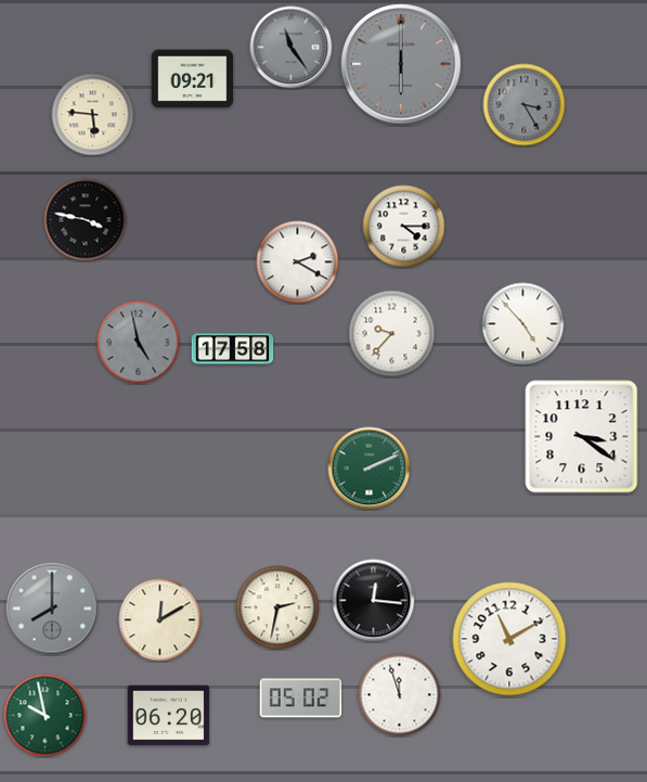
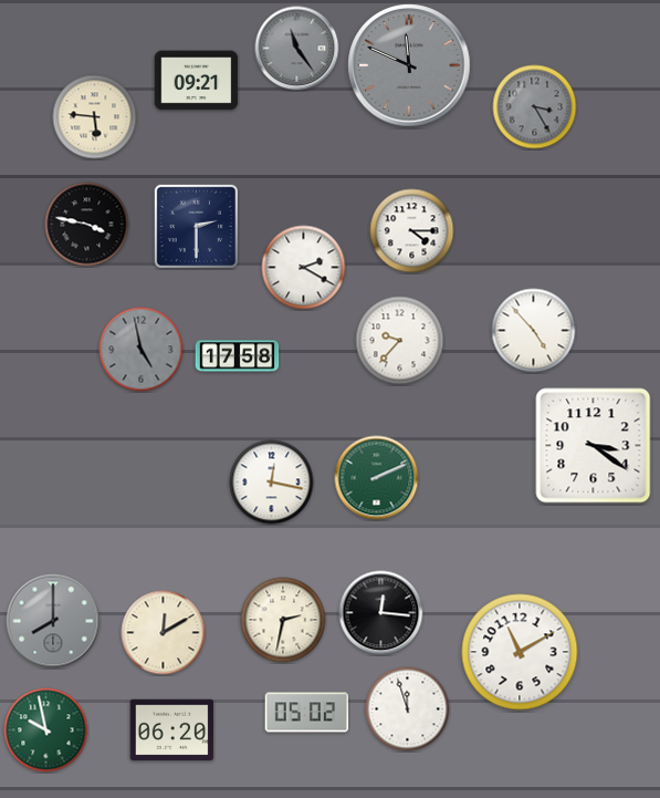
clock at (401, 64): 6:00 -> 11:49
clock at (196, 226): none -> 2:30
clock at (272, 483): none -> 12:17
